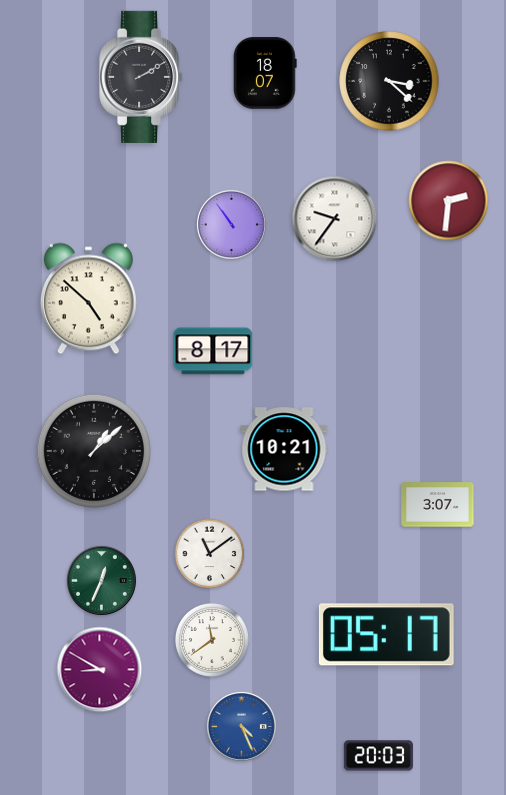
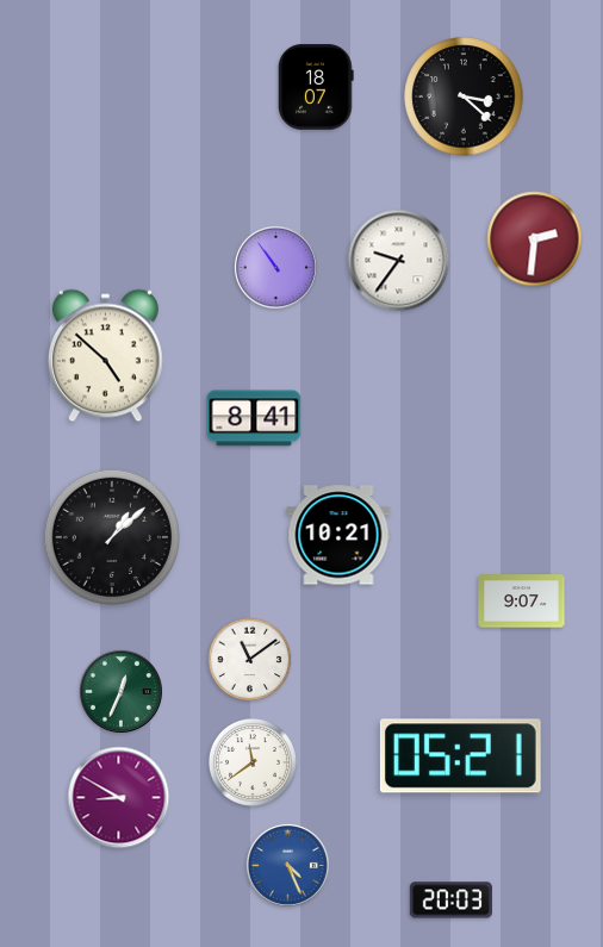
clock at (142, 77): 2:10 -> none
clock at (213, 351): 8:17 -> 8:41
clock at (438, 505): 3:07 -> 9:07
clock at (386, 635): 05:17 -> 05:21
